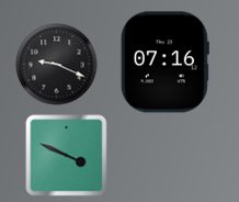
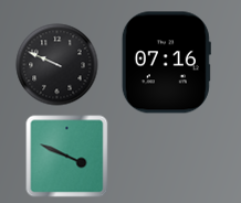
clock at (57, 65): 9:19 -> 9:49
